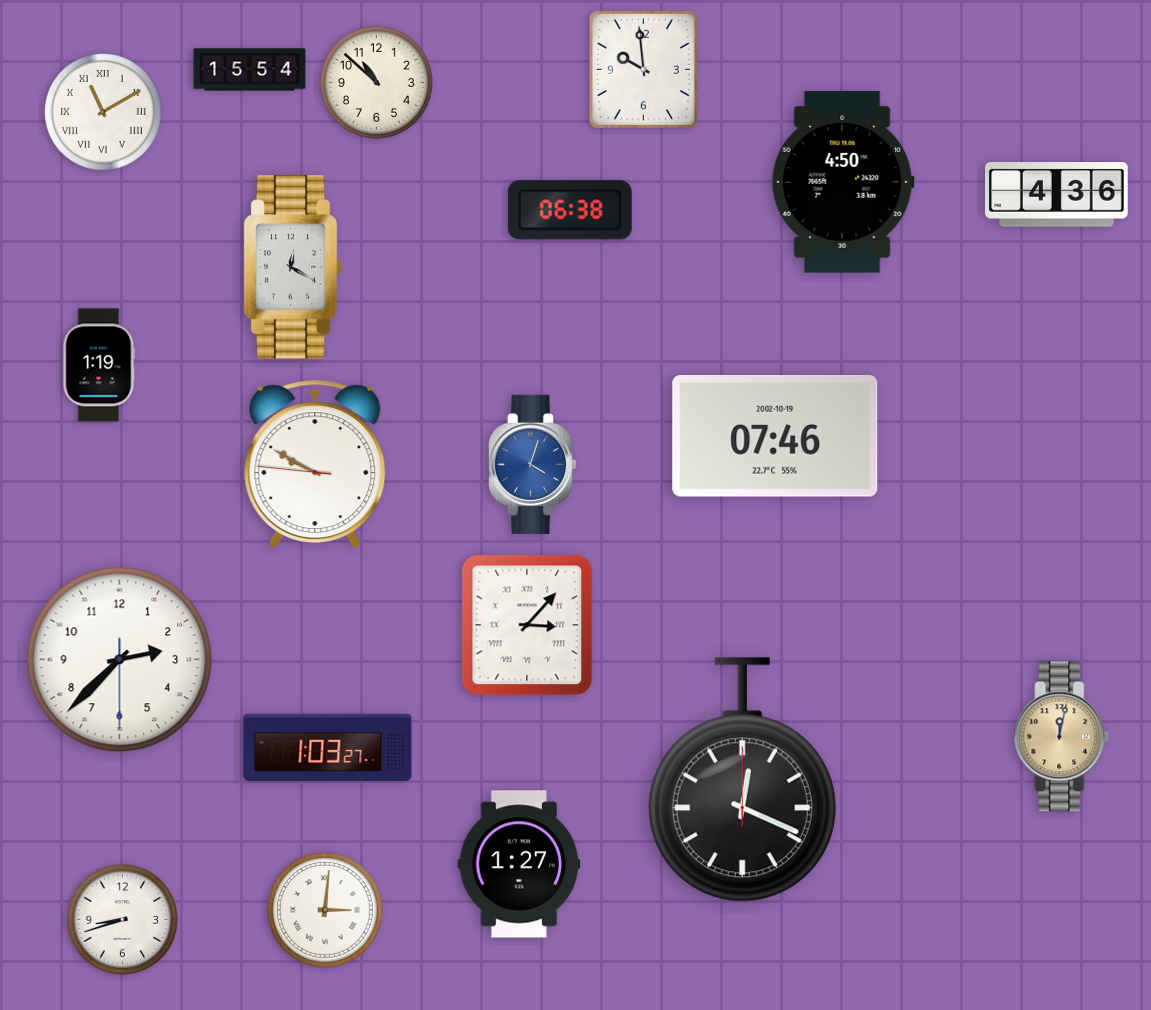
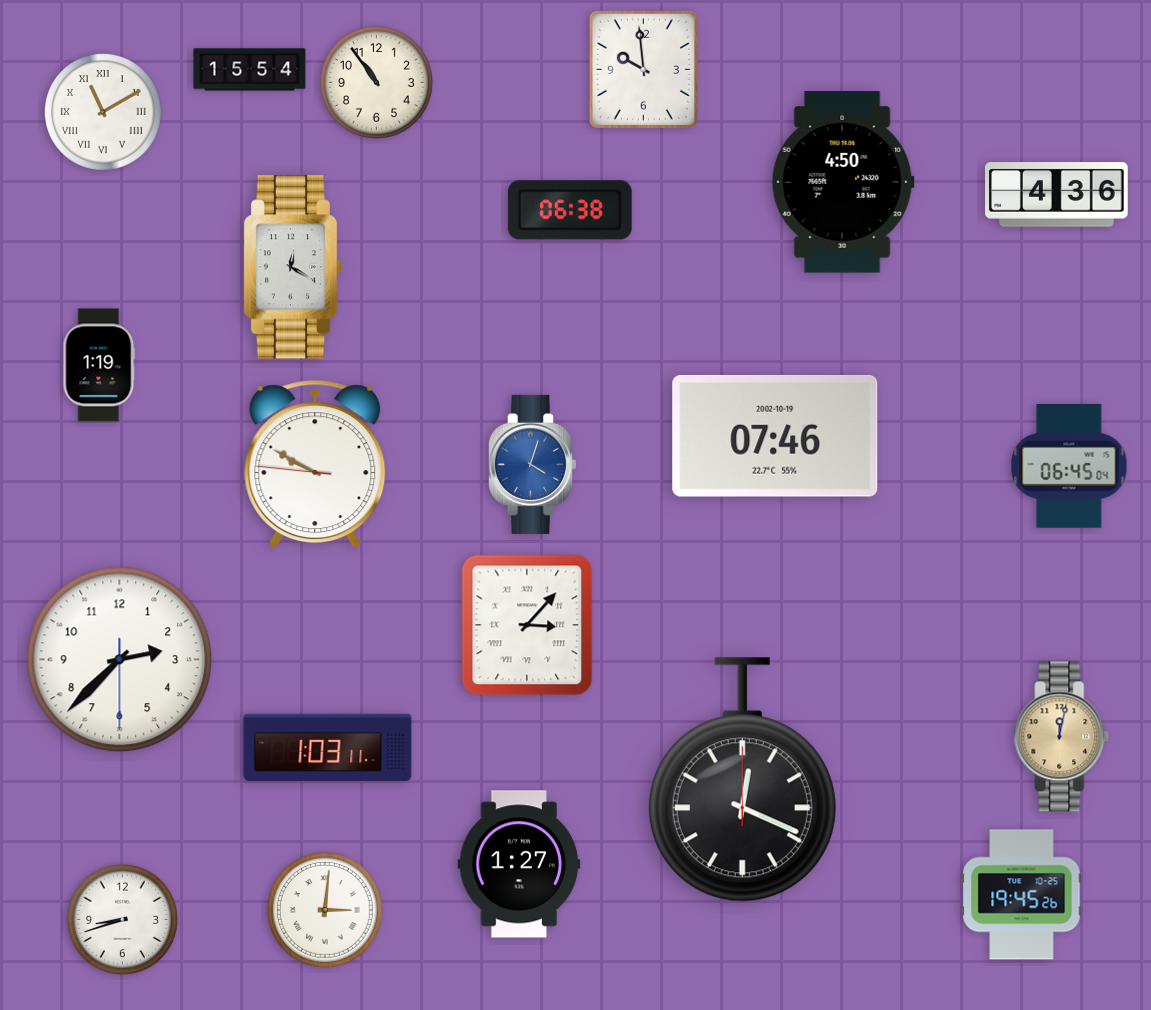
clock at (376, 82): 10:52 -> 10:54
clock at (1069, 467): none -> 06:45
clock at (328, 747): 1:03:27 -> 1:03:11
clock at (1022, 895): none -> 19:45
